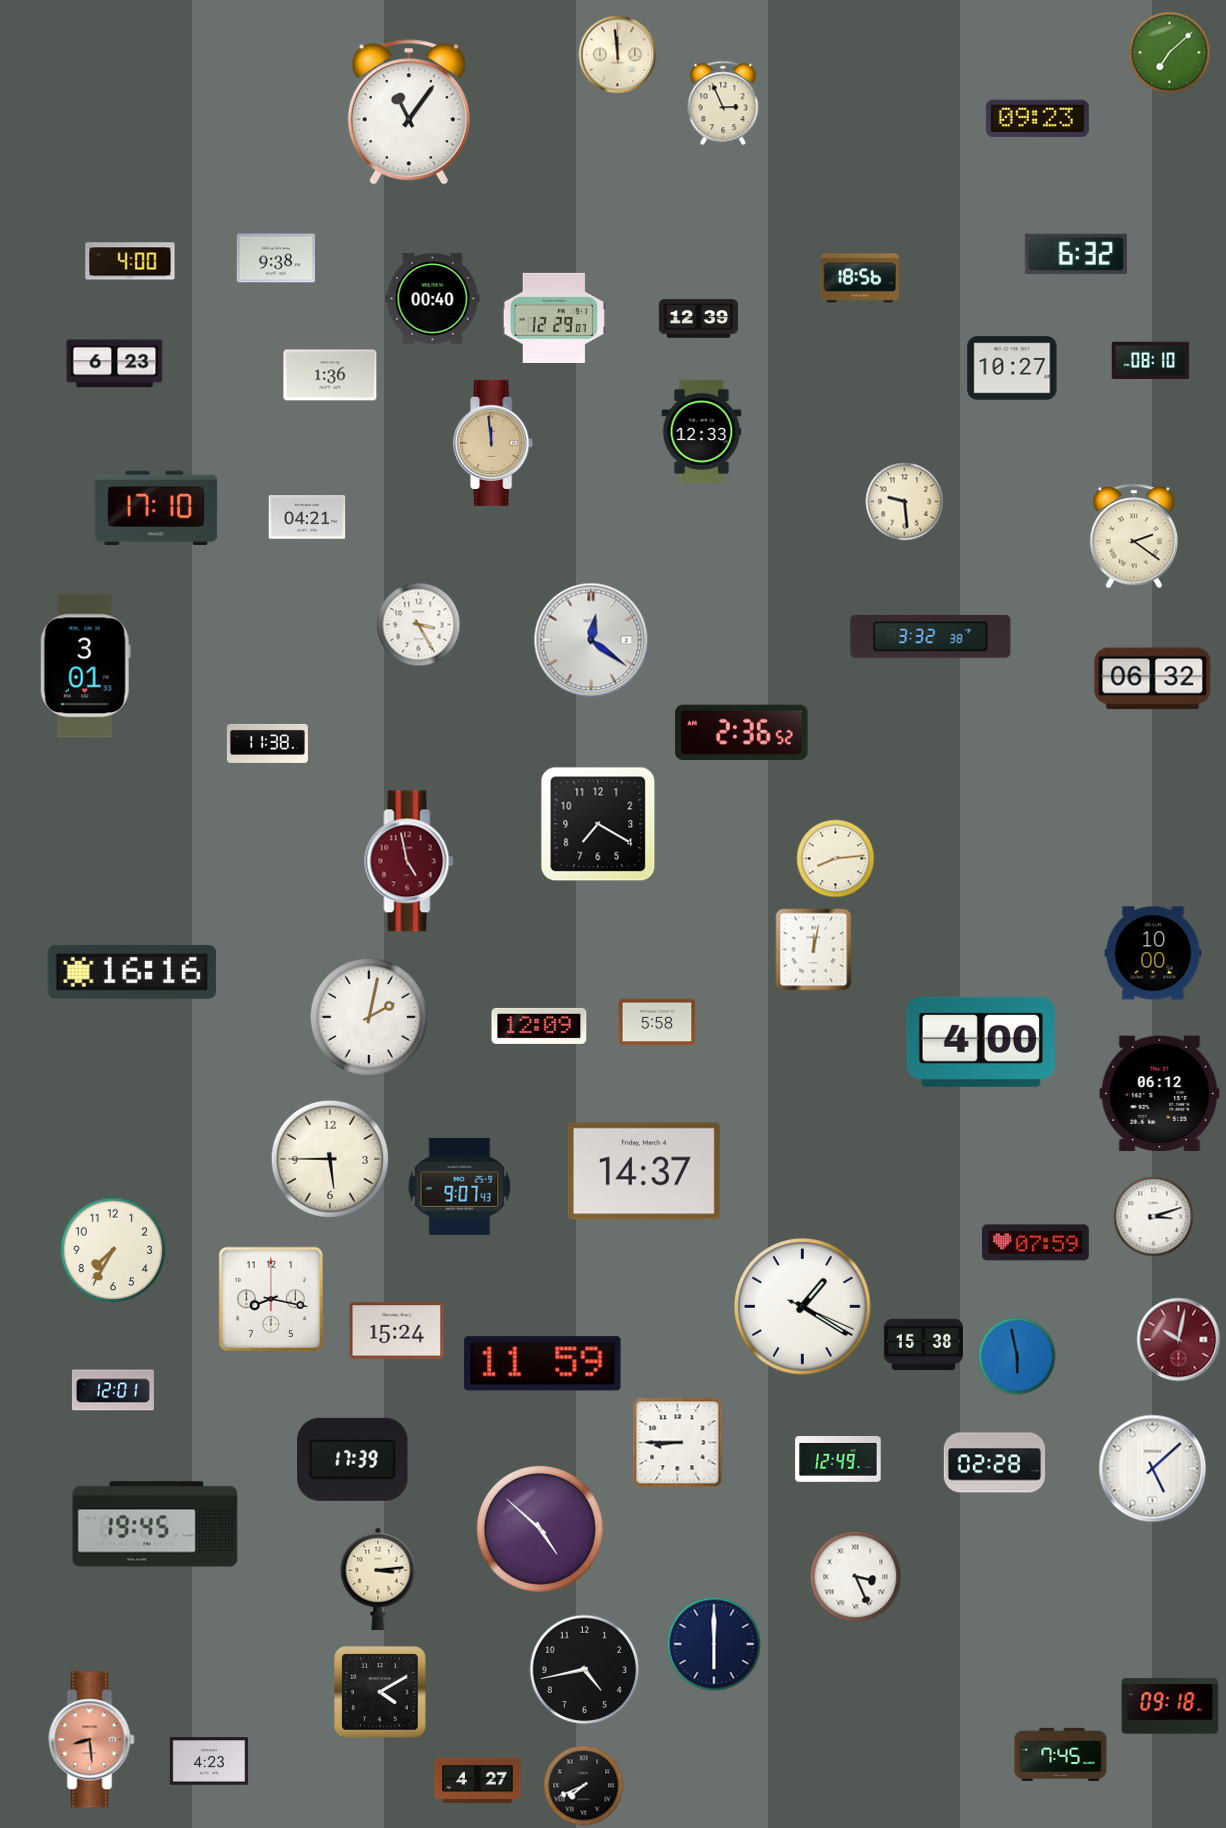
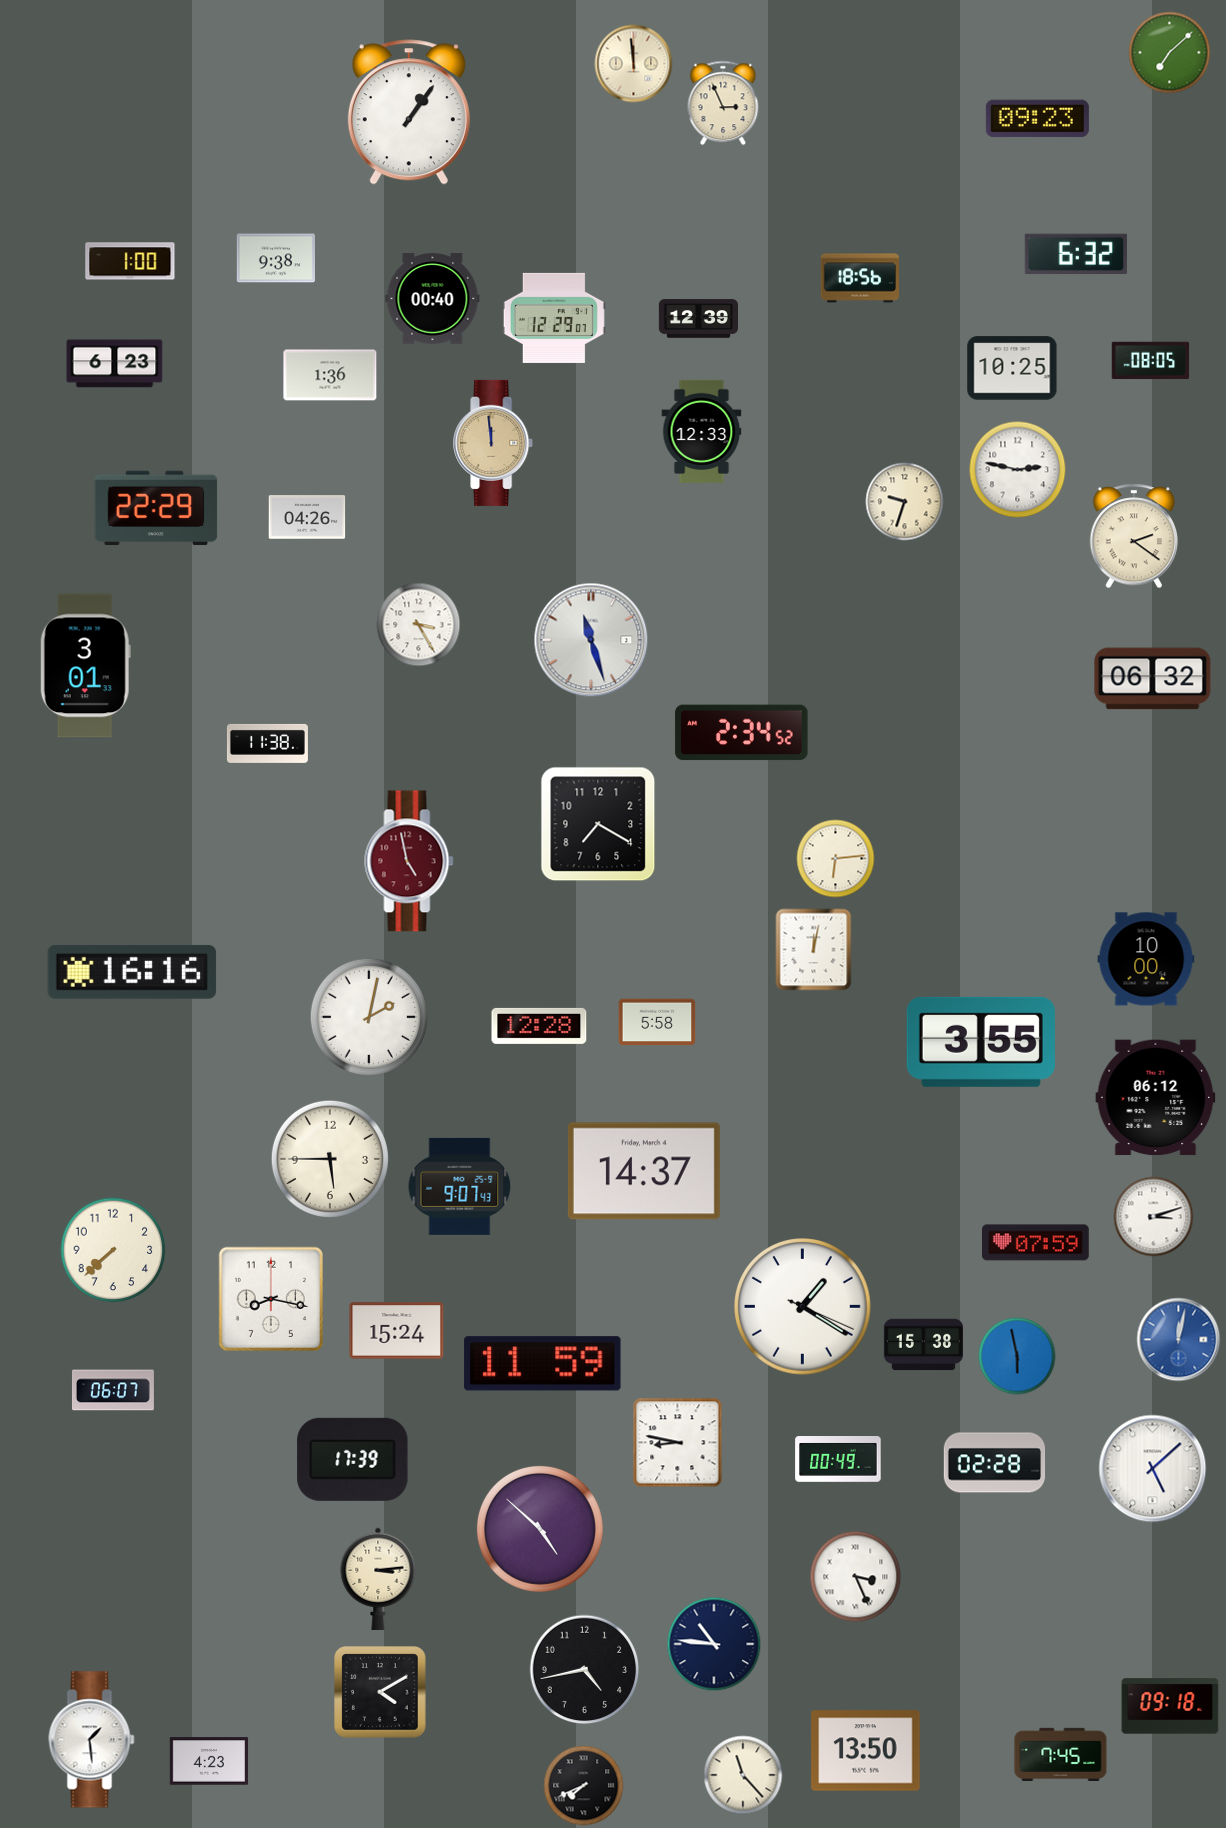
clock at (618, 55) position: (618, 55) -> (634, 64)
clock at (409, 112): 11:06 -> 1:06
clock at (130, 261): 4:00 -> 1:00
clock at (1151, 361): 08:10 -> 08:05
clock at (1012, 368): 10:27 -> 10:25
clock at (1018, 470): none -> 2:47
clock at (905, 502): 9:29 -> 9:33
clock at (156, 508): 17:10 -> 22:29
clock at (307, 517): 04:21 -> 04:26
clock at (931, 636): 3:32 -> none
clock at (591, 640): 12:21 -> 11:27
clock at (742, 733): 2:36 -> 2:34
clock at (836, 859): 8:14 -> 6:14
clock at (1153, 953) position: (1153, 953) -> (1146, 959)
clock at (539, 1026): 12:09 -> 12:28
clock at (981, 1042): 4:00 -> 3:55
clock at (1160, 1094) position: (1160, 1094) -> (1156, 1098)
clock at (113, 1250): 7:35 -> 7:38
clock at (1179, 1340): 10:02 -> 12:02
clock at (1179, 1340) dial: burgundy -> blue
clock at (113, 1390): 12:01 -> 06:07
clock at (678, 1443): 8:45 -> 8:47
clock at (838, 1460): 12:49 -> 00:49
clock at (155, 1524): 19:45 -> none
clock at (714, 1644): 6:00 -> 10:46
clock at (92, 1740): 8:29 -> 1:29
clock at (92, 1740) dial: salmon -> white
clock at (866, 1751): none -> 13:50
clock at (743, 1775): none -> 11:23
clock at (478, 1781): 4:27 -> none
